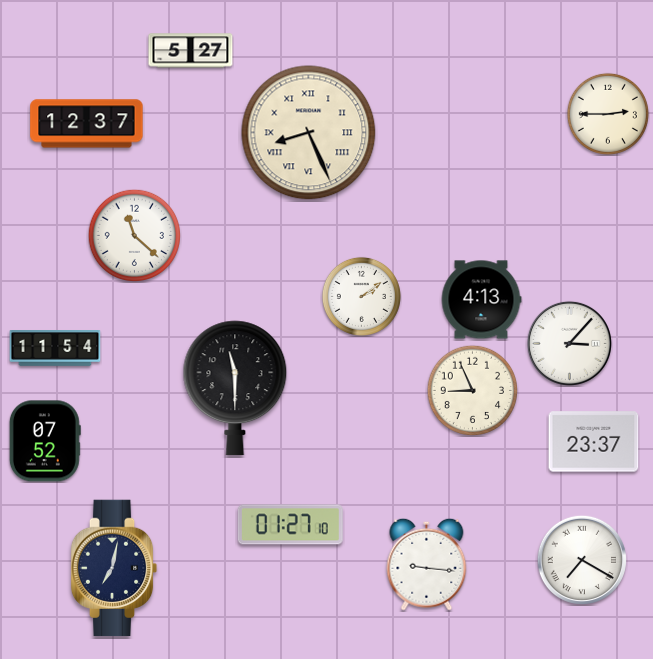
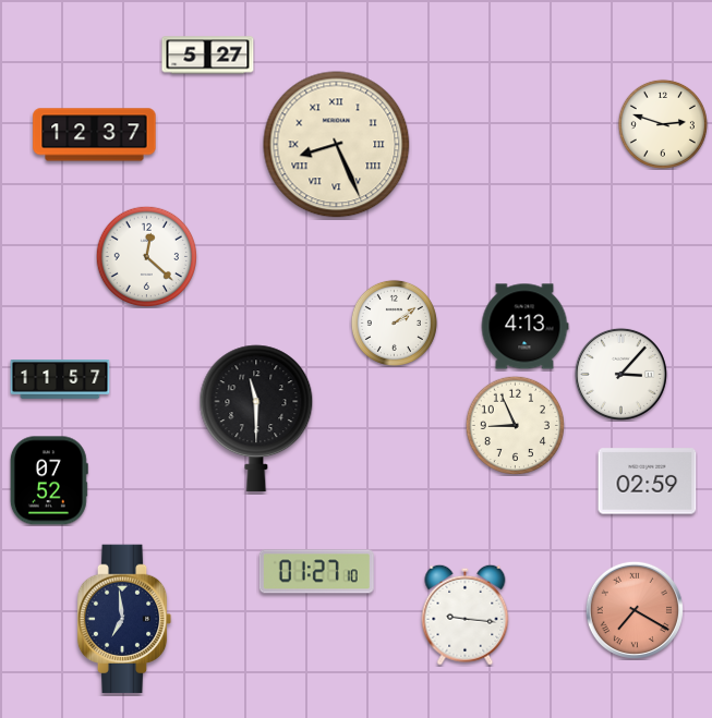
clock at (608, 114): 2:45 -> 2:48
clock at (134, 235): 11:22 -> 12:22
clock at (55, 348): 11:54 -> 11:57
clock at (235, 388) position: (235, 388) -> (256, 418)
clock at (594, 442): 23:37 -> 02:59
clock at (581, 559) dial: white -> salmon
clock at (114, 568): 7:02 -> 6:59
